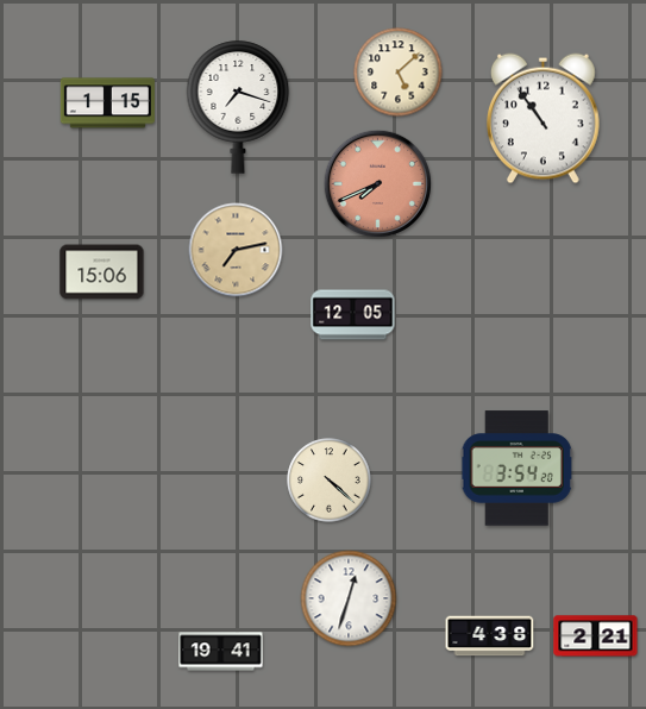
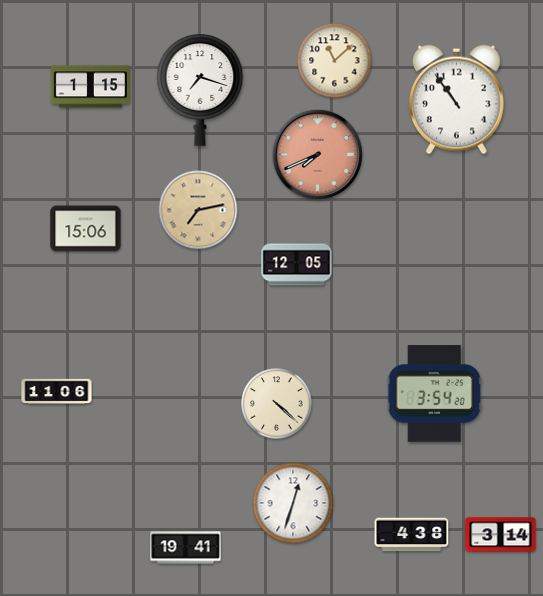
clock at (399, 73): 5:08 -> 11:08
clock at (57, 392): none -> 11:06
clock at (596, 636): 2:21 -> 3:14
